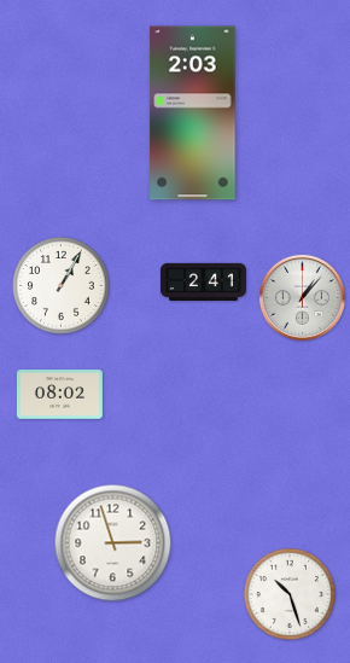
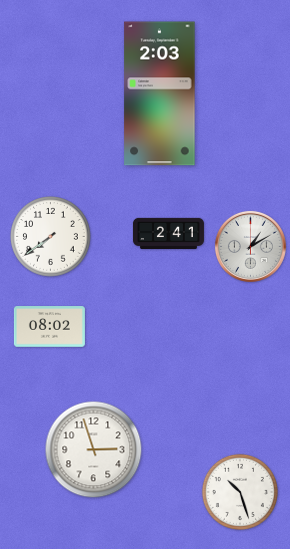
clock at (62, 286): 1:05 -> 7:39
clock at (302, 297): 1:07 -> 1:10
